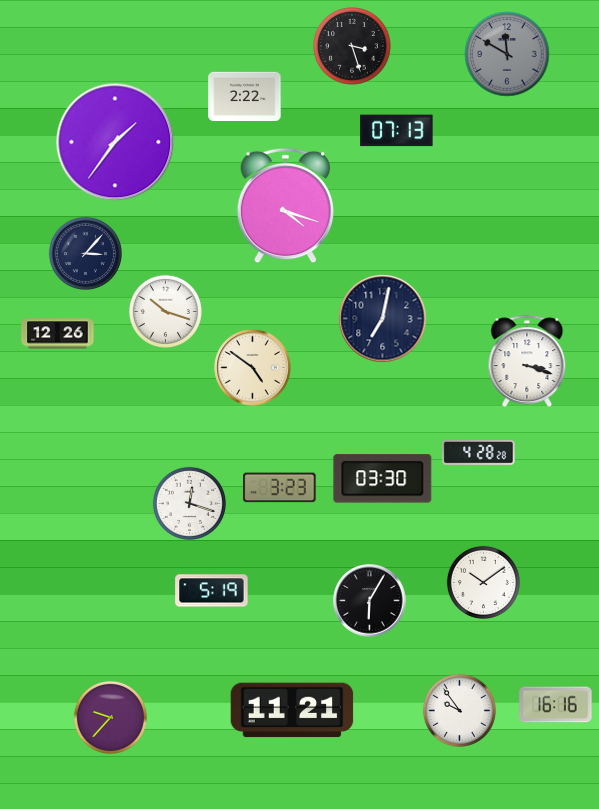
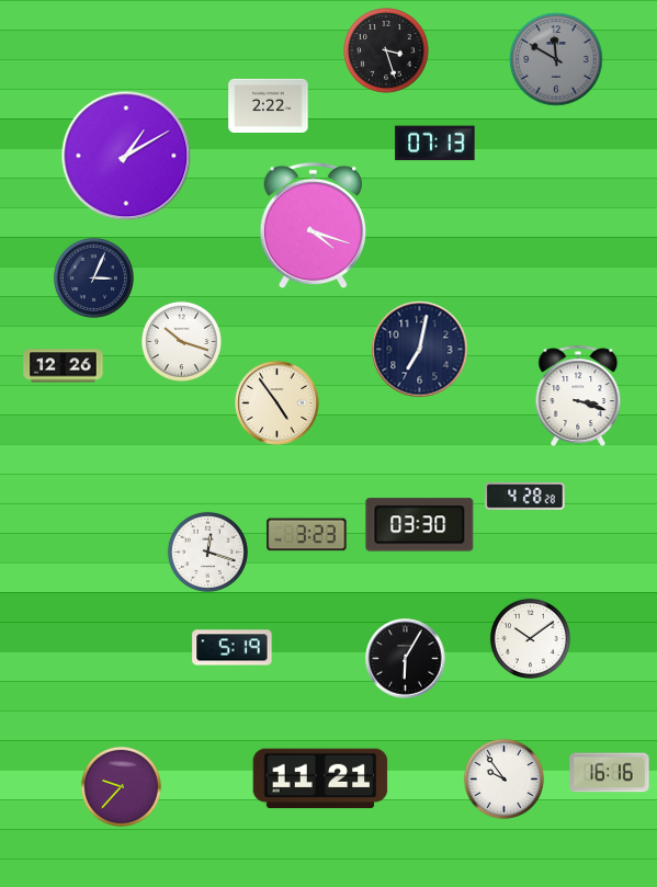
clock at (115, 142): 1:36 -> 1:10
clock at (85, 253): 3:07 -> 3:04
clock at (253, 368): 4:51 -> 4:54
